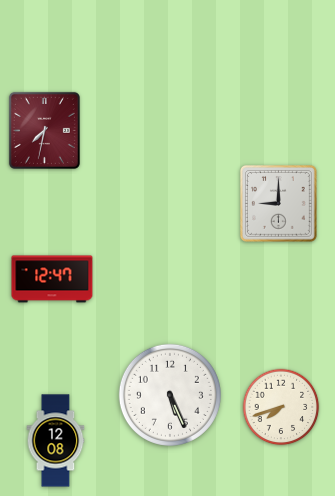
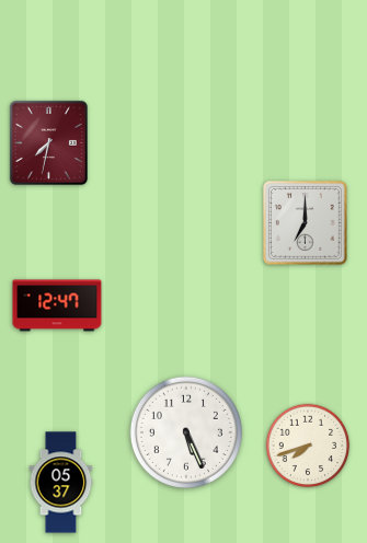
clock at (279, 204): 9:00 -> 7:00
clock at (56, 441): 12:08 -> 05:37
